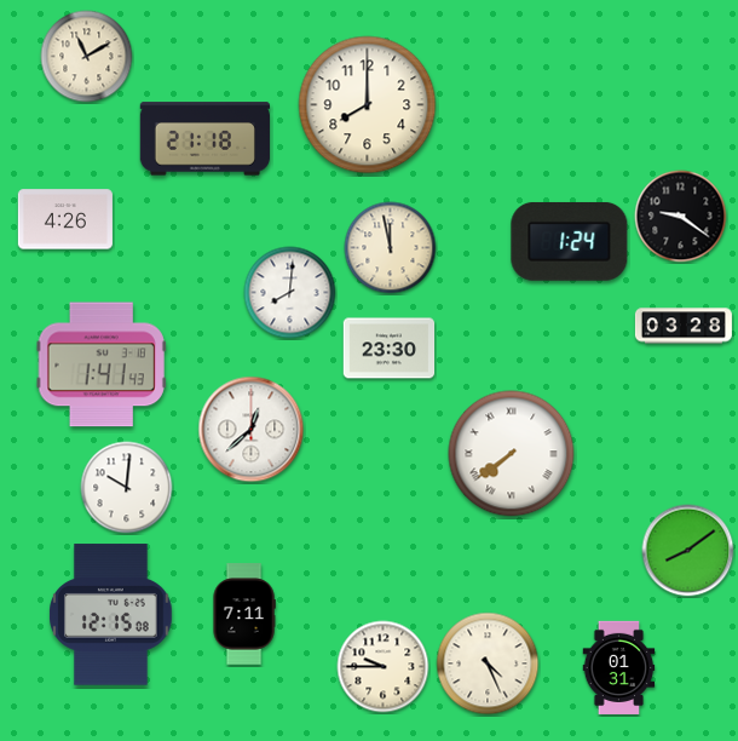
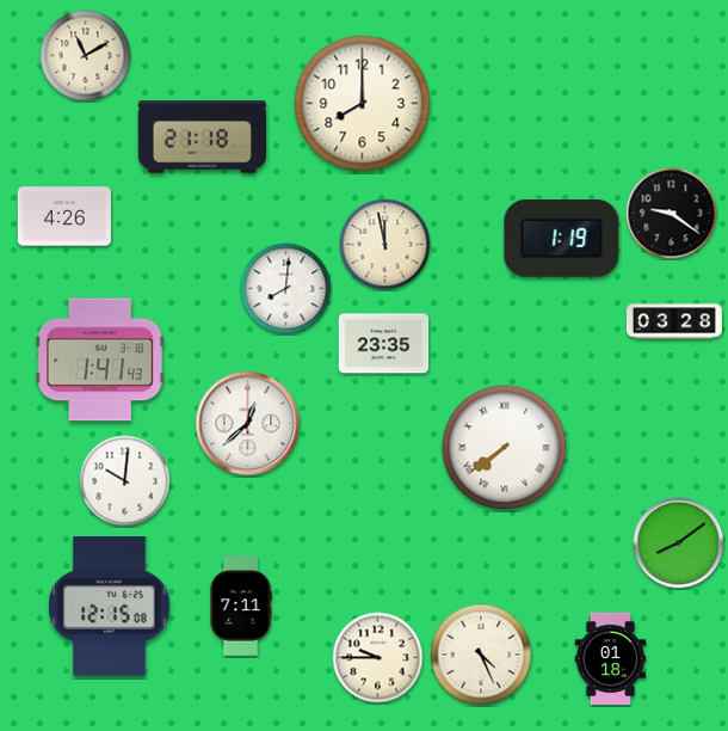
clock at (570, 241): 1:24 -> 1:19
clock at (390, 349): 23:30 -> 23:35
clock at (619, 667): 01:31 -> 01:18
